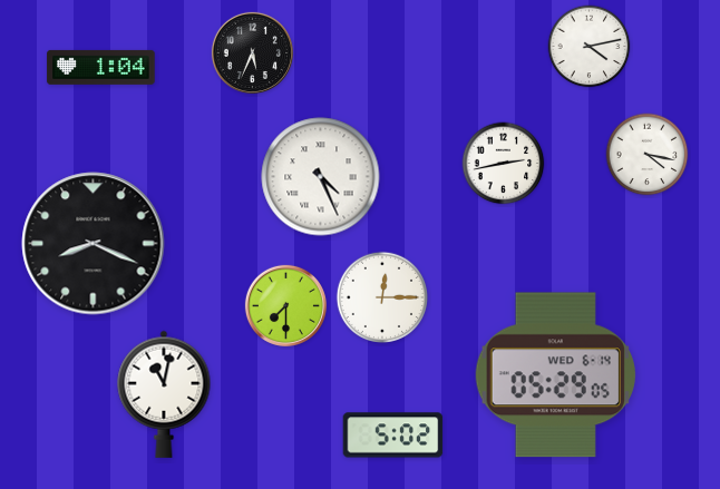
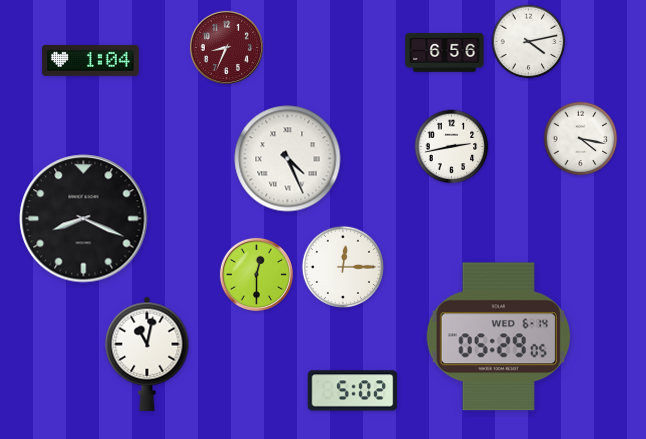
clock at (252, 52): 5:34 -> 8:34
clock at (252, 52) dial: black -> burgundy
clock at (445, 53): none -> 6:56
clock at (285, 305): 7:30 -> 12:30
